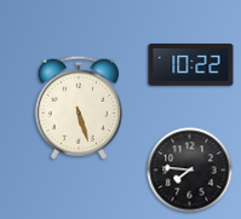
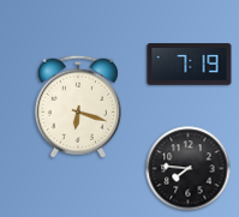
clock at (191, 65): 10:22 -> 7:19
clock at (79, 108): 5:27 -> 6:18
